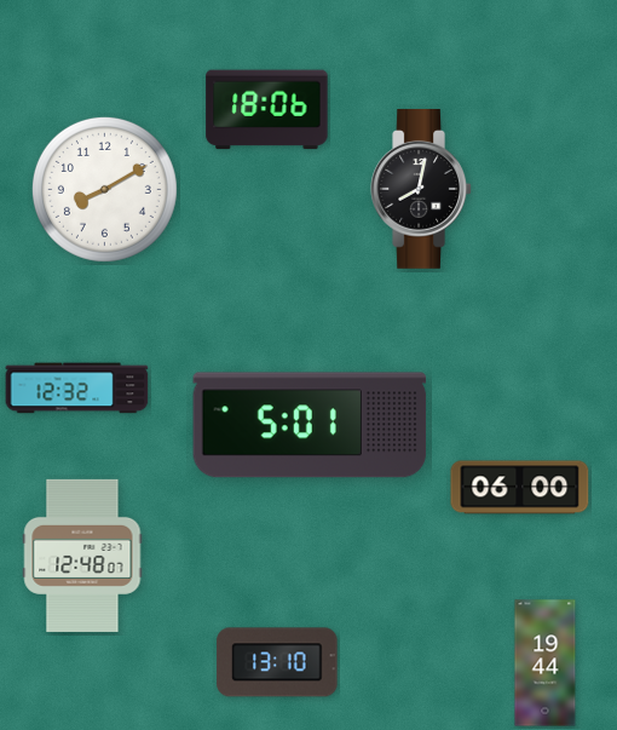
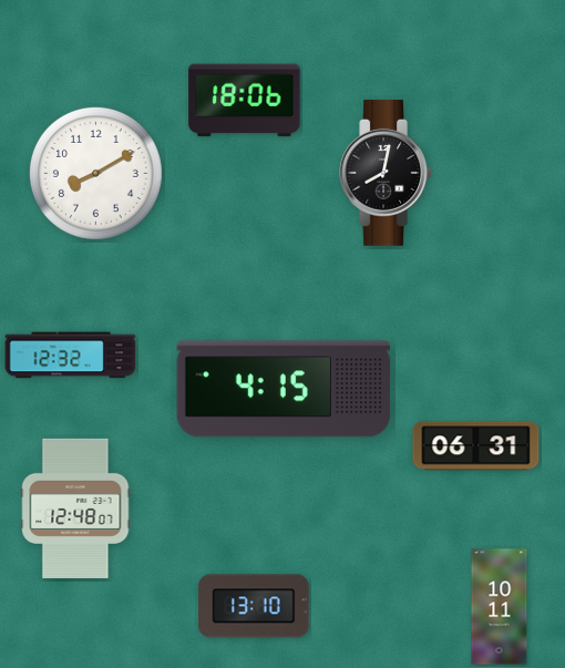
clock at (310, 425): 5:01 -> 4:15
clock at (520, 488): 06:00 -> 06:31
clock at (546, 663): 19:44 -> 10:11
